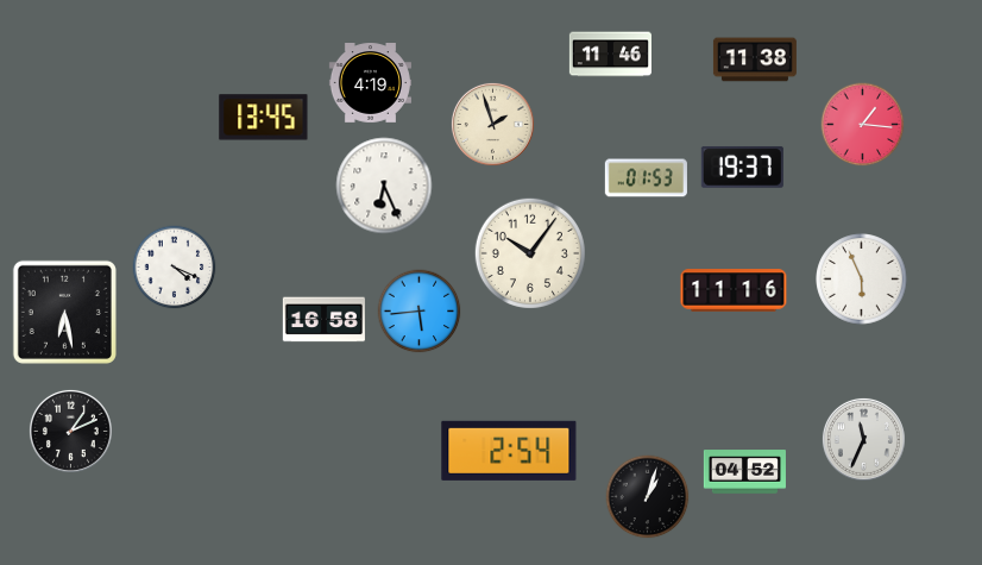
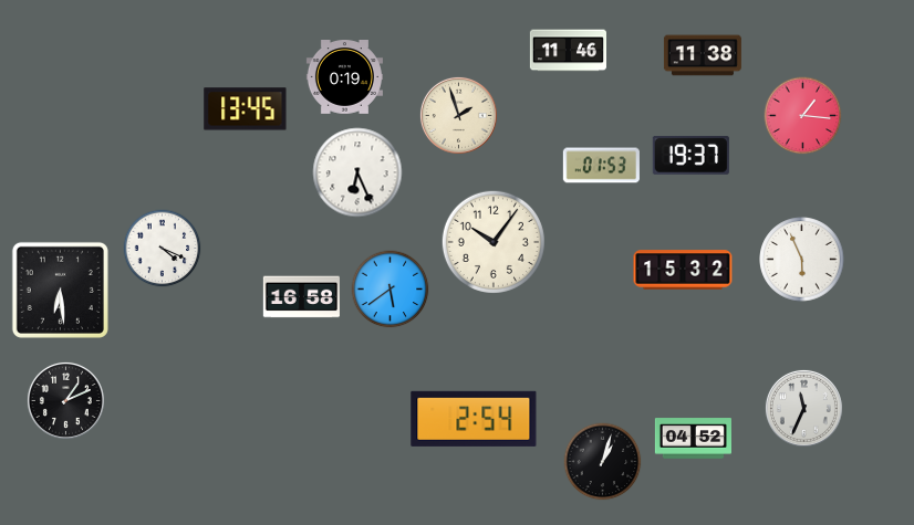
clock at (370, 83): 4:19 -> 0:19
clock at (530, 253) position: (530, 253) -> (494, 242)
clock at (734, 290): 11:16 -> 15:32
clock at (64, 312): 6:28 -> 6:29
clock at (420, 312): 5:44 -> 5:39
